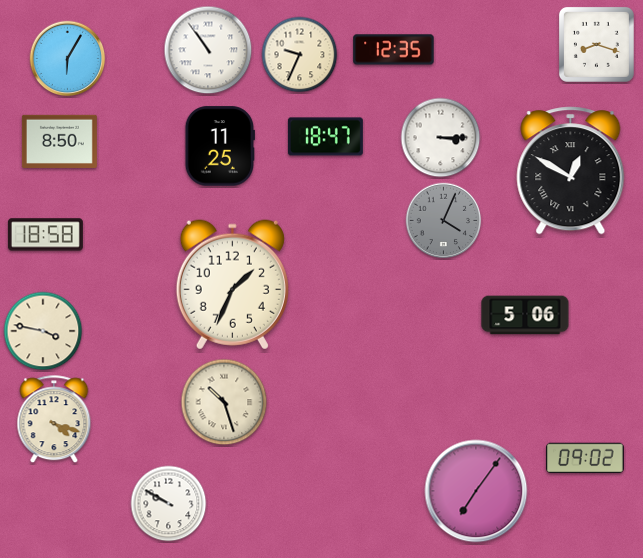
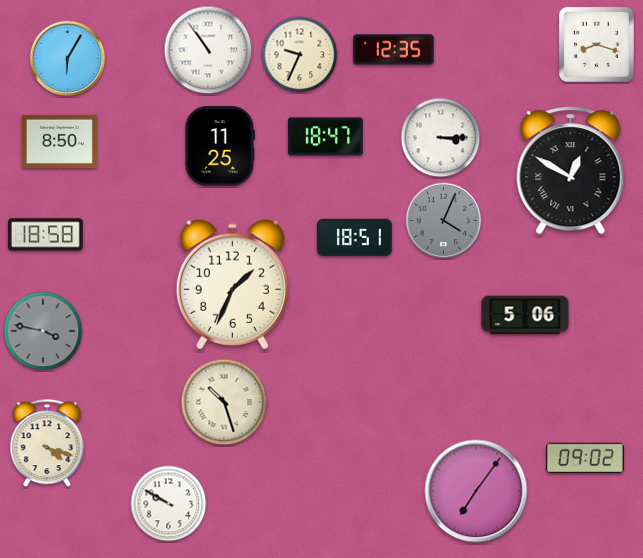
clock at (354, 238): none -> 18:51
clock at (43, 331) dial: cream -> grey
clock at (54, 420) position: (54, 420) -> (47, 444)
